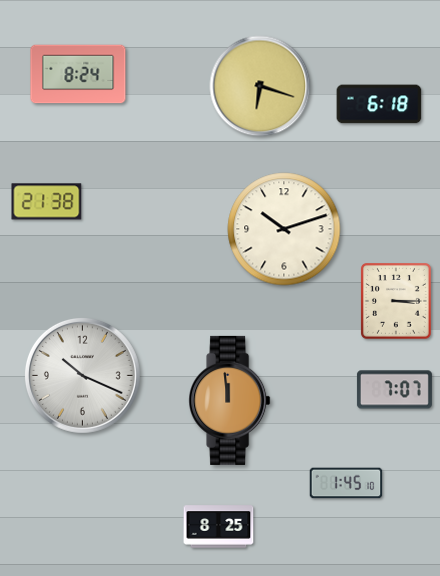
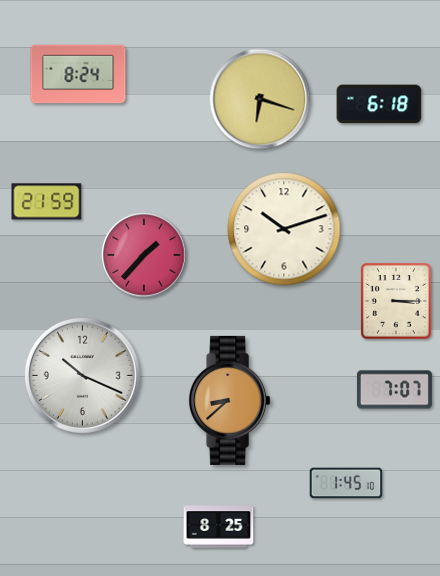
clock at (260, 86) position: (260, 86) -> (260, 99)
clock at (47, 202): 21:38 -> 21:59
clock at (144, 255): none -> 1:37
clock at (230, 400): 11:59 -> 8:38
